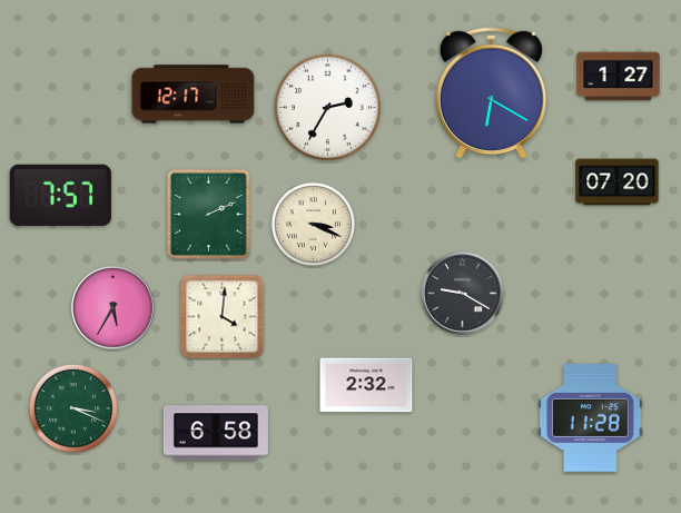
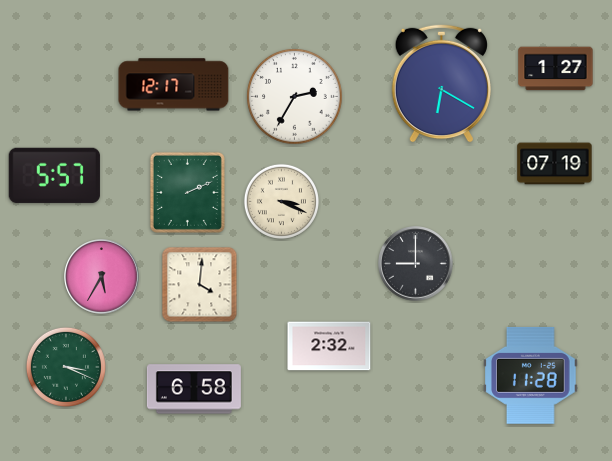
clock at (618, 182): 07:20 -> 07:19
clock at (60, 195): 7:57 -> 5:57
clock at (463, 294): 9:20 -> 9:00
